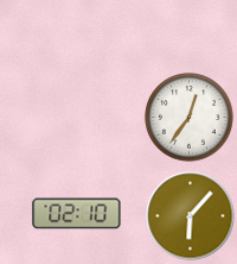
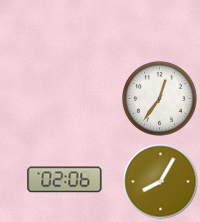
clock at (77, 214): 02:10 -> 02:06
clock at (191, 216): 6:07 -> 8:05
